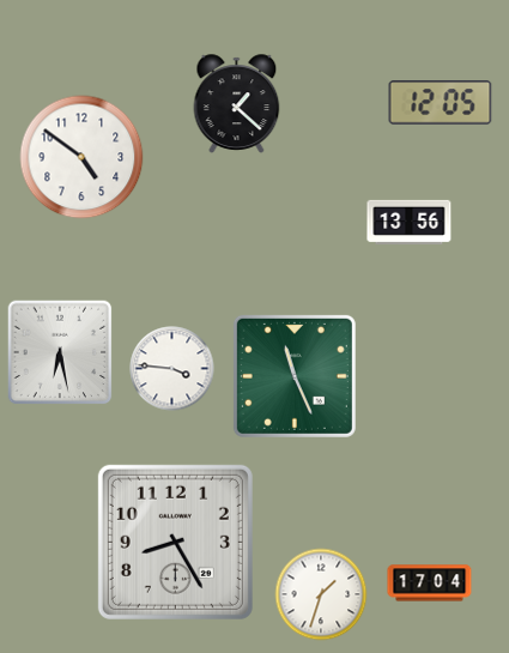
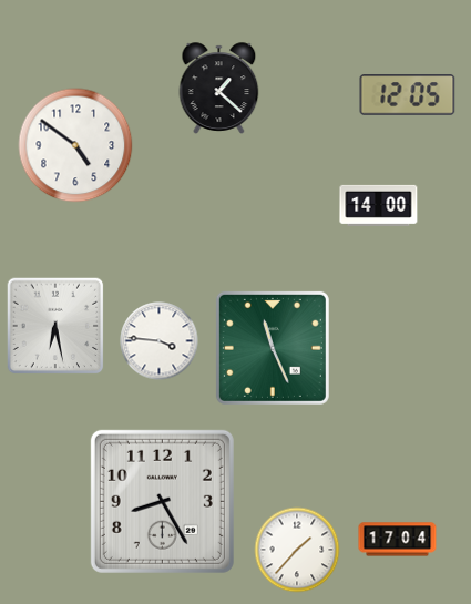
clock at (237, 104) position: (237, 104) -> (219, 89)
clock at (410, 222): 13:56 -> 14:00
clock at (321, 594): 1:33 -> 1:37
